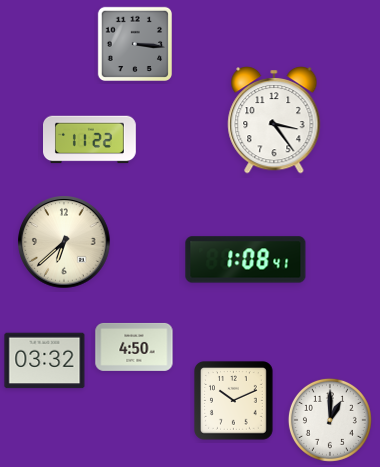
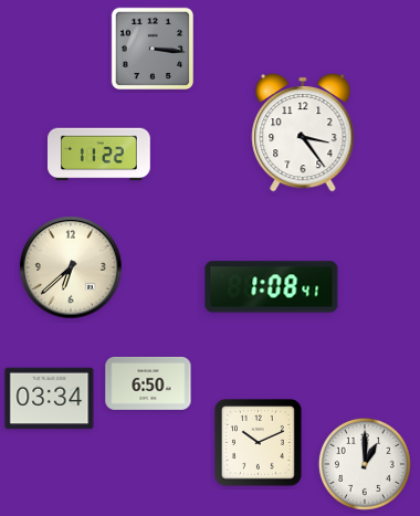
clock at (134, 43) position: (134, 43) -> (151, 48)
clock at (134, 347): 4:50 -> 6:50
clock at (45, 361): 03:32 -> 03:34
